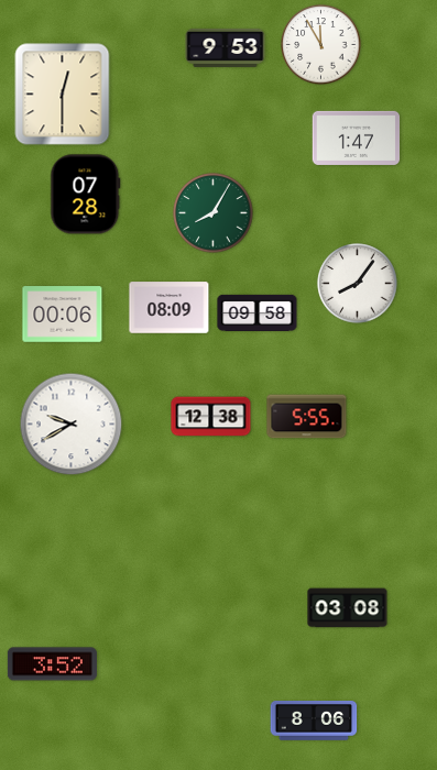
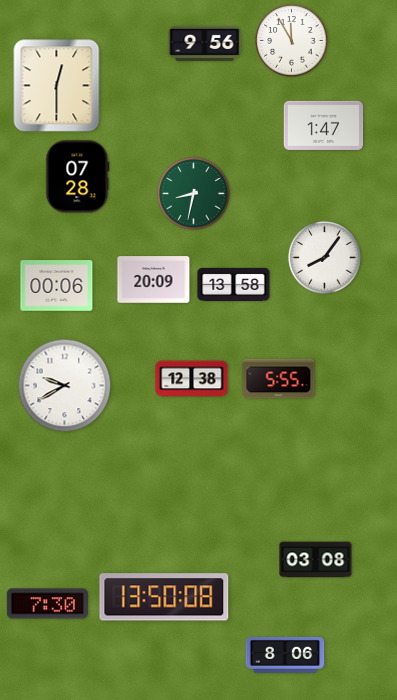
clock at (226, 47): 9:53 -> 9:56
clock at (214, 213): 8:05 -> 8:32
clock at (170, 308): 08:09 -> 20:09
clock at (258, 312): 09:58 -> 13:58
clock at (348, 608) position: (348, 608) -> (316, 560)
clock at (164, 597): none -> 13:50
clock at (52, 664): 3:52 -> 7:30
